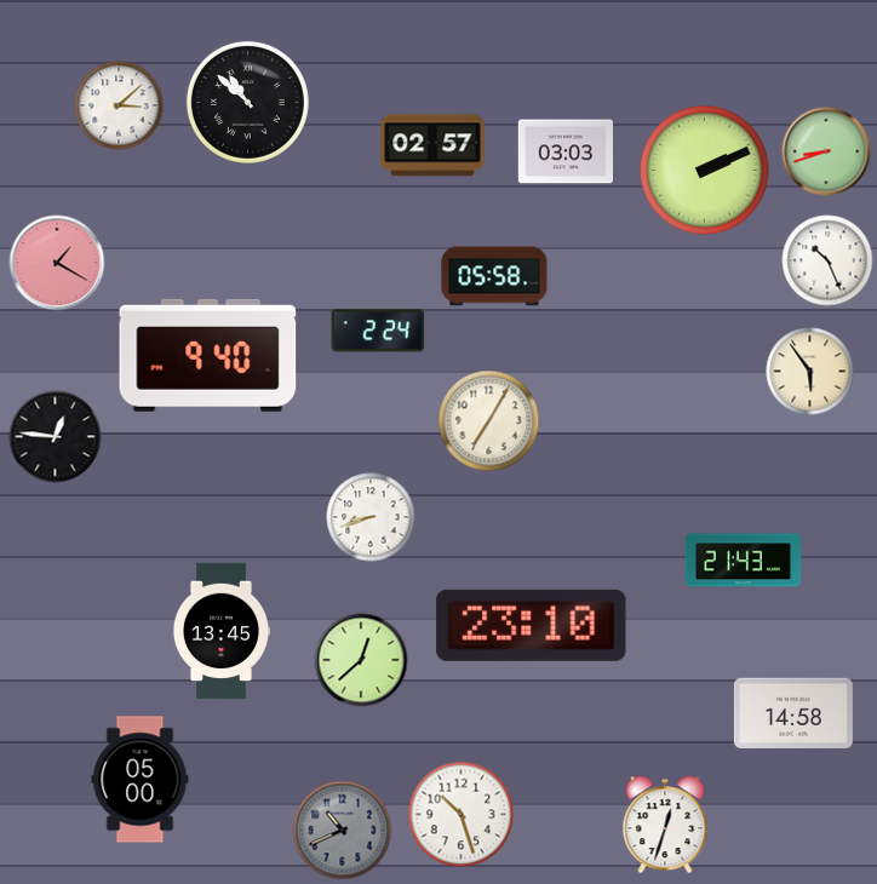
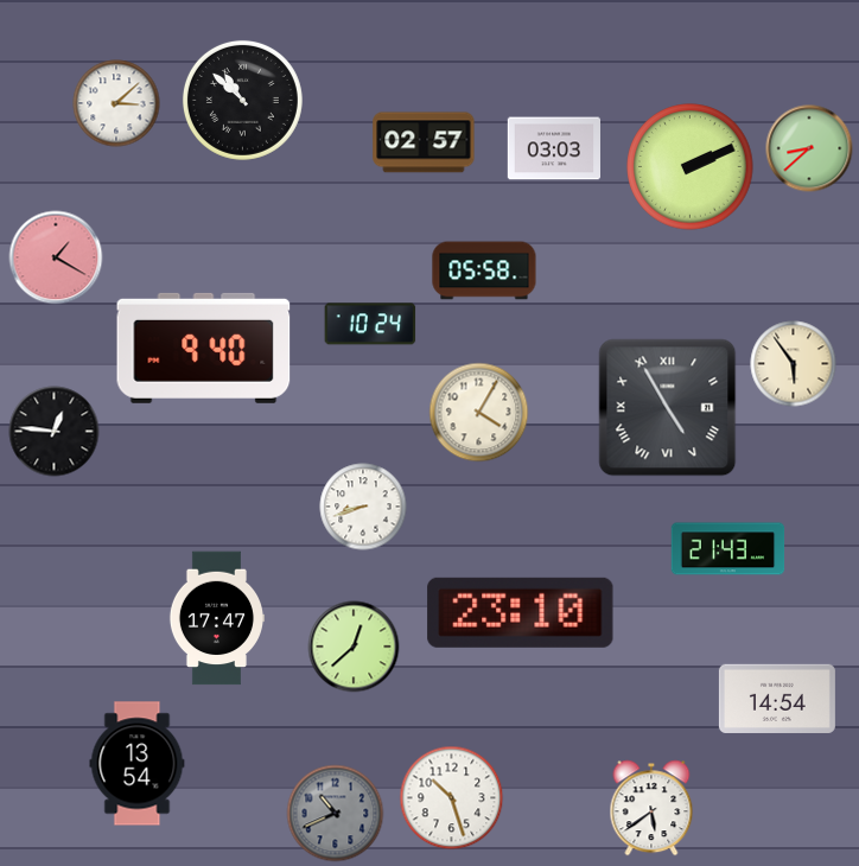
clock at (826, 151): 8:42 -> 8:38
clock at (827, 260): 10:26 -> none
clock at (378, 331): 2:24 -> 10:24
clock at (668, 408): none -> 4:55
clock at (489, 421): 7:05 -> 4:05
clock at (56, 437) position: (56, 437) -> (55, 432)
clock at (220, 631): 13:45 -> 17:47
clock at (793, 713): 14:58 -> 14:54
clock at (141, 780): 05:00 -> 13:54
clock at (665, 825): 12:33 -> 5:39
